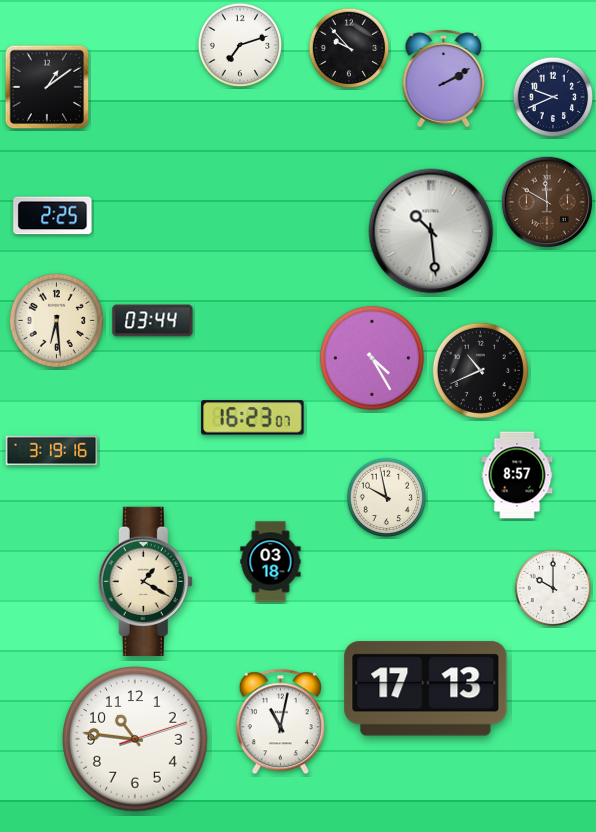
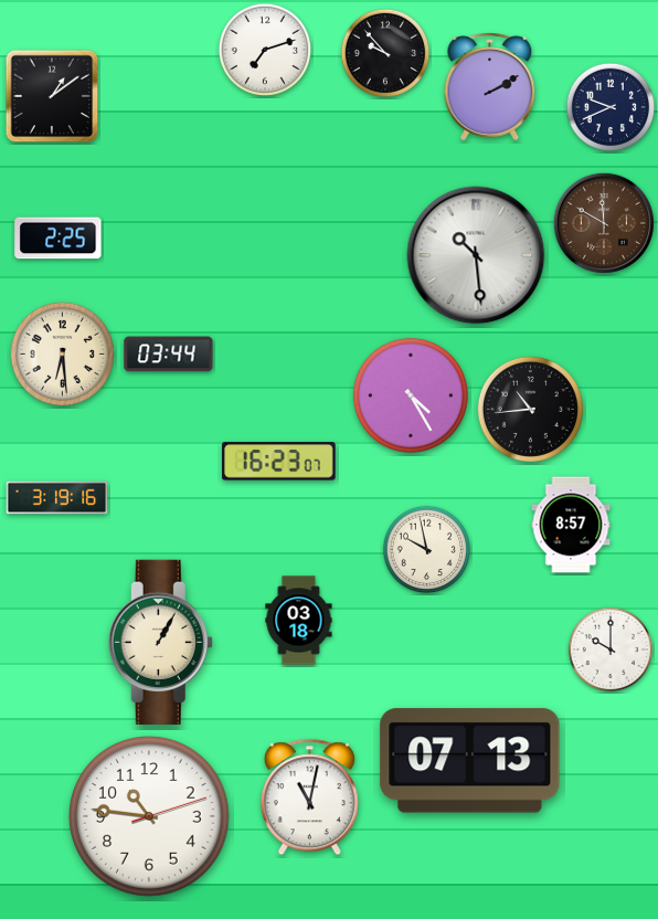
clock at (480, 370): 10:41 -> 10:44
clock at (145, 581): 1:20 -> 1:05
clock at (426, 689): 17:13 -> 07:13
